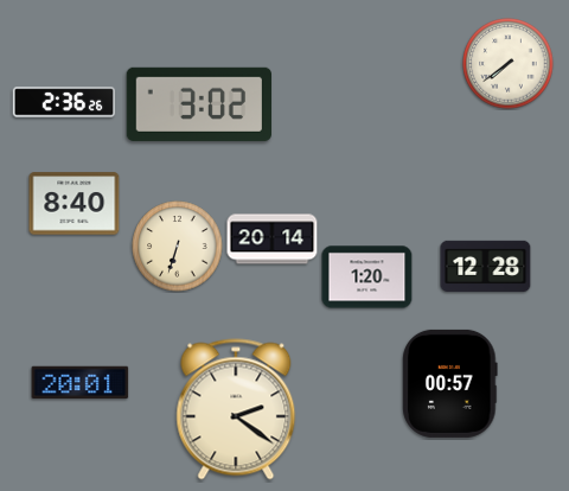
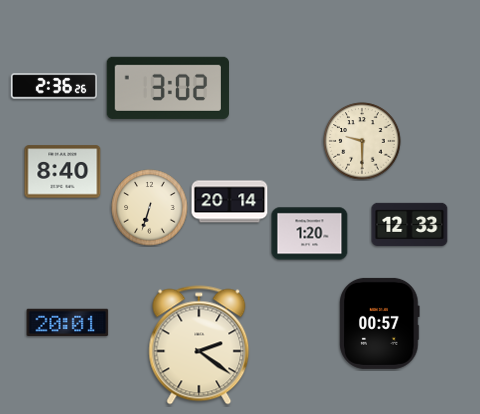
clock at (509, 64): 7:39 -> none
clock at (362, 141): none -> 9:30
clock at (486, 266): 12:28 -> 12:33
